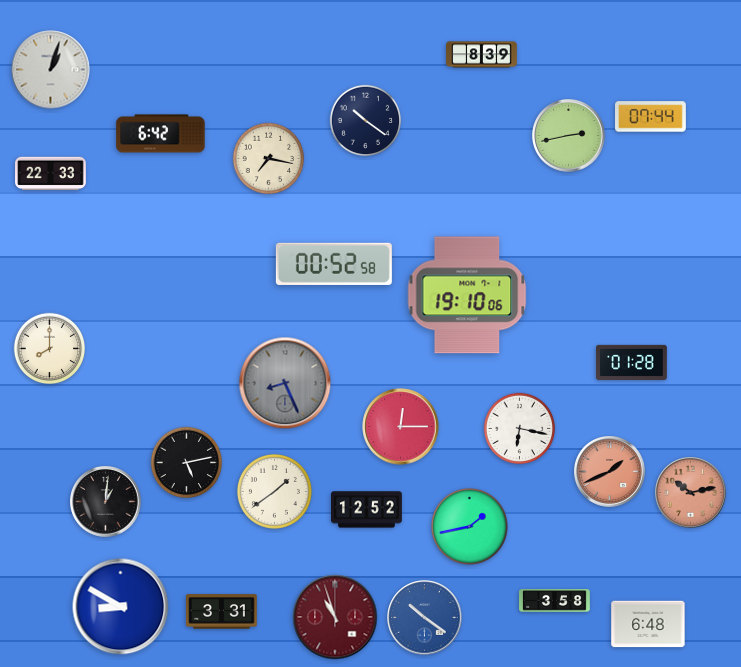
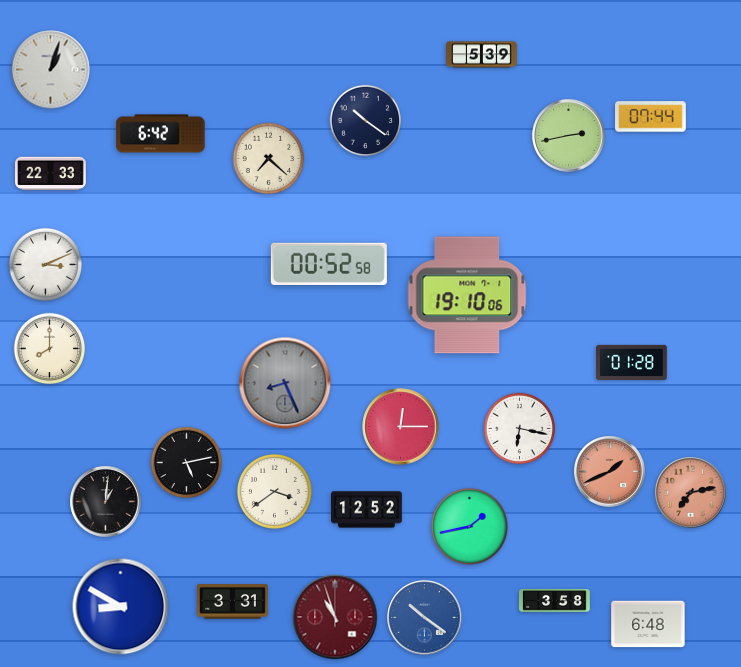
clock at (482, 55): 8:39 -> 5:39
clock at (269, 159): 7:17 -> 7:22
clock at (45, 264): none -> 3:11
clock at (334, 264) position: (334, 264) -> (329, 264)
clock at (274, 491): 1:39 -> 3:39
clock at (691, 493): 10:13 -> 7:13
clock at (222, 612) position: (222, 612) -> (233, 602)
